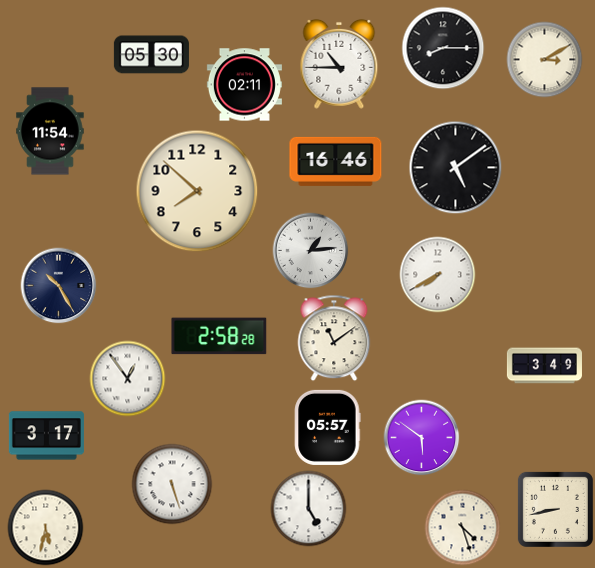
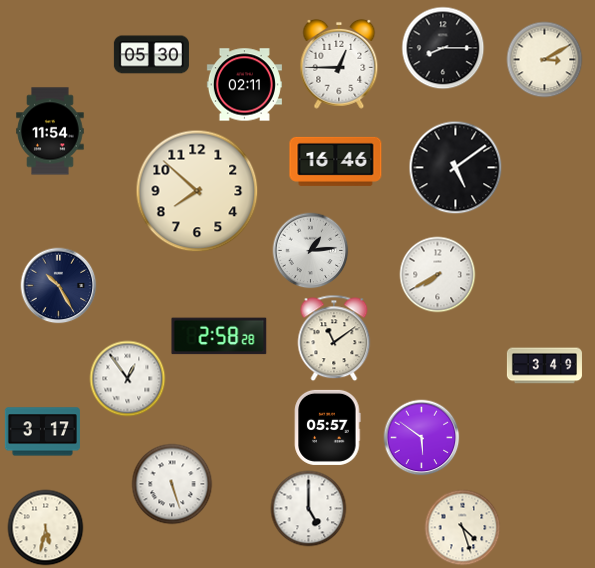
clock at (339, 64): 10:45 -> 12:45
clock at (46, 436) position: (46, 436) -> (42, 432)
clock at (555, 509): 8:43 -> none
